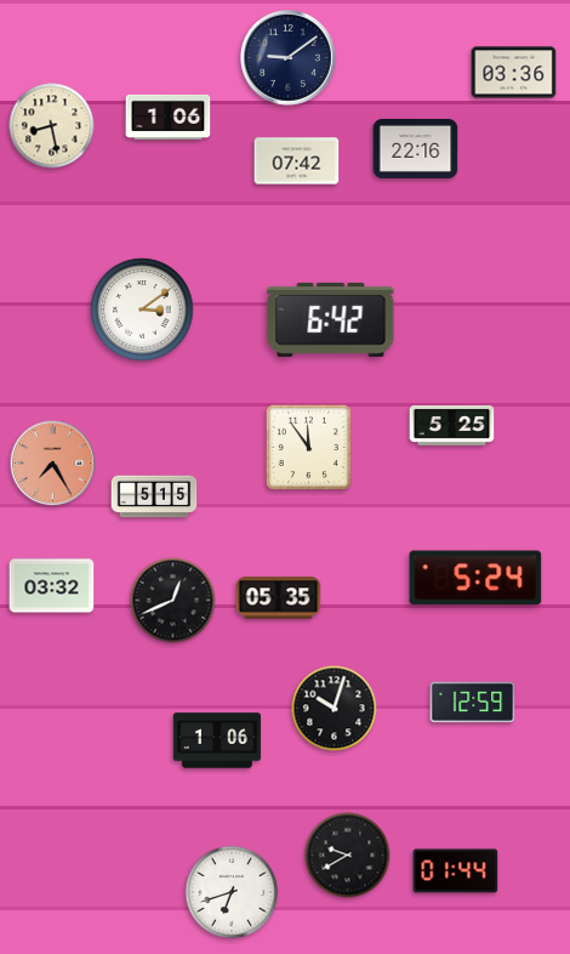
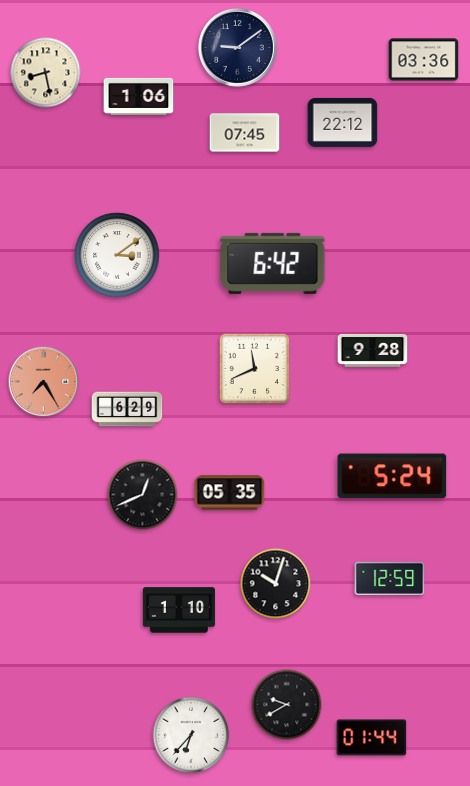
clock at (52, 126) position: (52, 126) -> (46, 73)
clock at (416, 148): 22:16 -> 22:12
clock at (297, 161): 07:42 -> 07:45
clock at (452, 425): 5:25 -> 9:28
clock at (308, 447): 11:54 -> 11:41
clock at (154, 496): 5:15 -> 6:29
clock at (52, 586): 03:32 -> none
clock at (217, 740): 1:06 -> 1:10
clock at (456, 871) position: (456, 871) -> (372, 738)
clock at (232, 892): 6:42 -> 6:37
